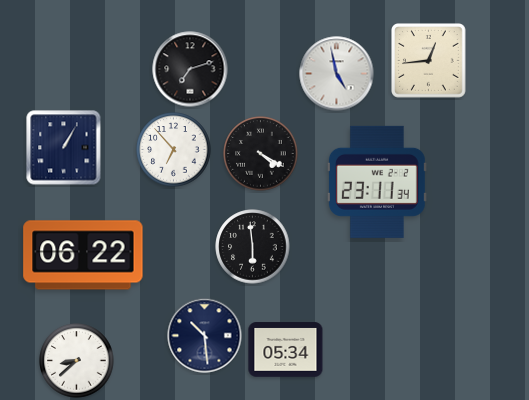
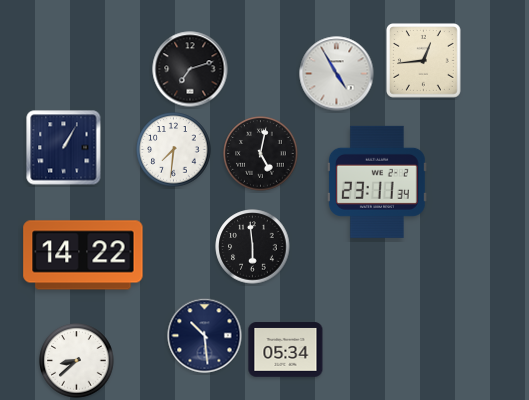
clock at (429, 61) position: (429, 61) -> (424, 61)
clock at (337, 74): 4:58 -> 4:55
clock at (174, 150): 6:53 -> 7:31
clock at (261, 154): 4:20 -> 5:02
clock at (83, 255): 06:22 -> 14:22
